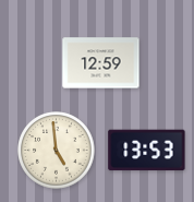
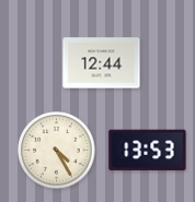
clock at (101, 63): 12:59 -> 12:44
clock at (57, 151): 4:59 -> 4:25
